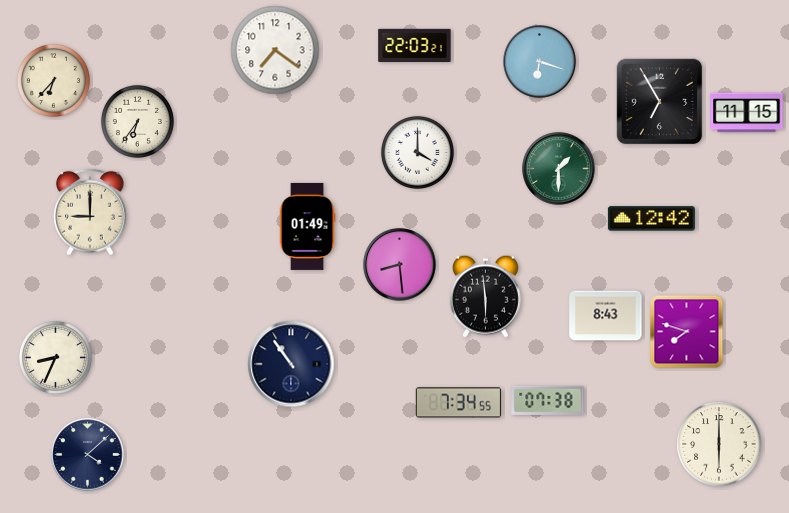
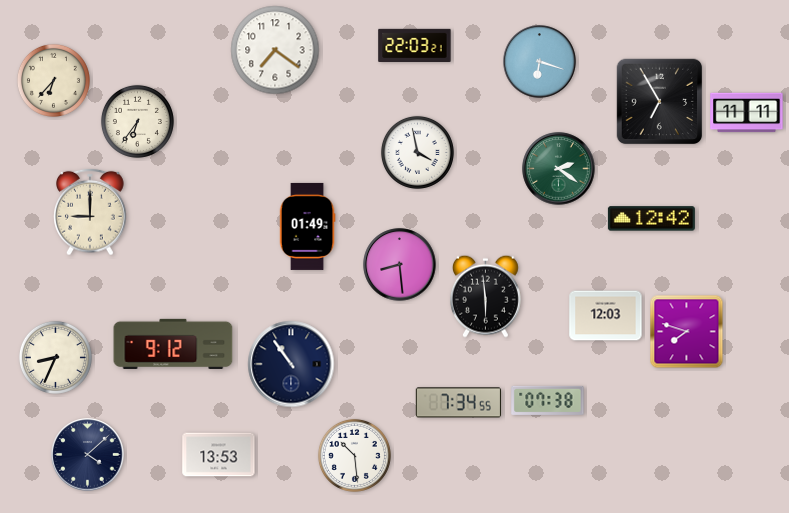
clock at (747, 113): 11:15 -> 11:11
clock at (417, 152): 4:00 -> 3:58
clock at (559, 169): 1:30 -> 2:21
clock at (606, 316): 8:43 -> 12:03
clock at (173, 344): none -> 9:12
clock at (719, 444): 6:00 -> none
clock at (219, 455): none -> 13:53
clock at (354, 455): none -> 10:29
